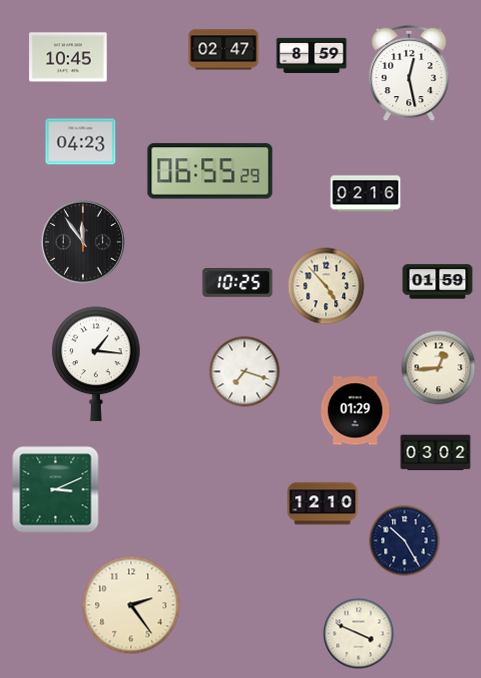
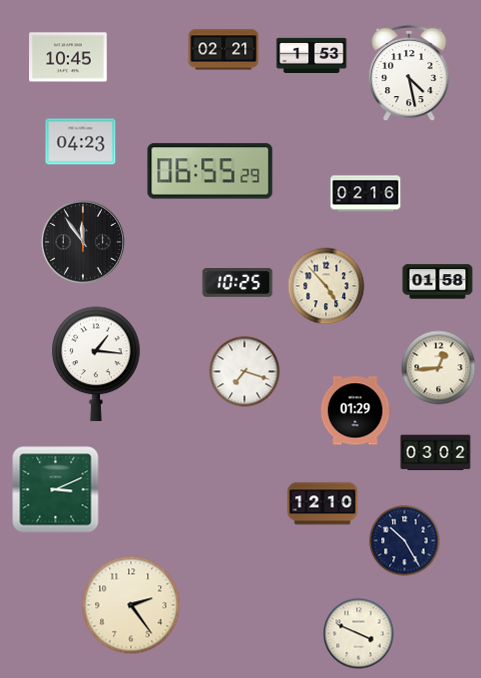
clock at (224, 50): 02:47 -> 02:21
clock at (312, 55): 8:59 -> 1:53
clock at (409, 73): 12:28 -> 4:28
clock at (438, 282): 01:59 -> 01:58
